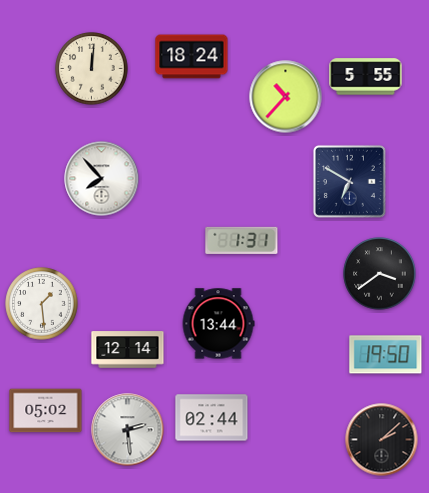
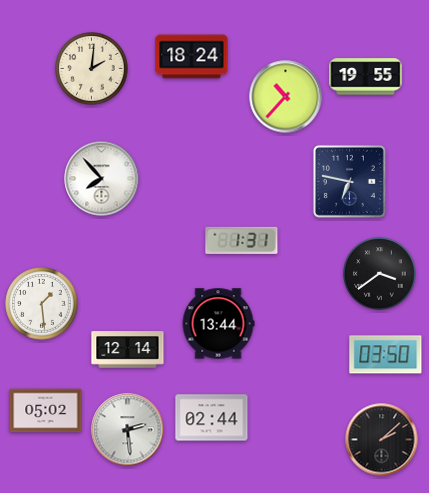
clock at (92, 69): 12:01 -> 2:01
clock at (366, 77): 5:55 -> 19:55
clock at (349, 181): 6:50 -> 6:47
clock at (386, 355): 19:50 -> 03:50
